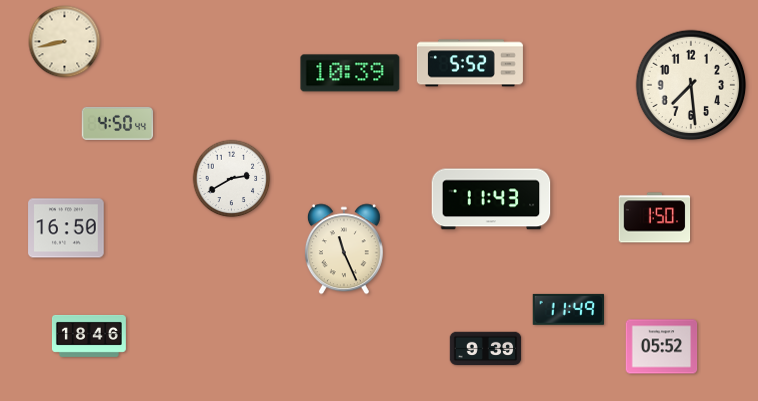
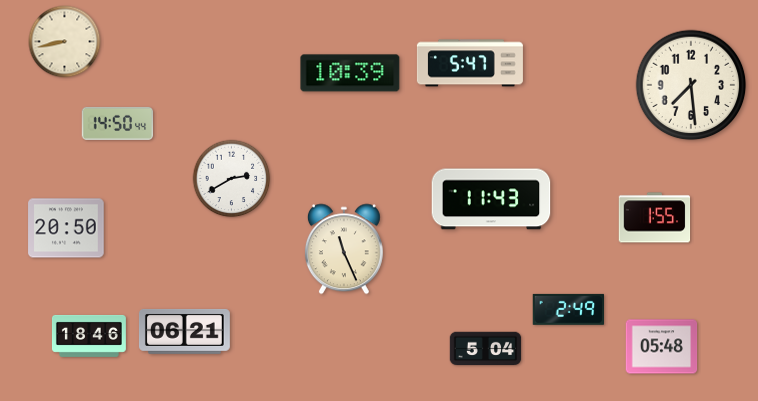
clock at (470, 63): 5:52 -> 5:47
clock at (118, 123): 4:50 -> 14:50
clock at (655, 218): 1:50 -> 1:55
clock at (66, 228): 16:50 -> 20:50
clock at (568, 309): 11:49 -> 2:49
clock at (184, 331): none -> 06:21
clock at (662, 347): 05:52 -> 05:48
clock at (486, 349): 9:39 -> 5:04
